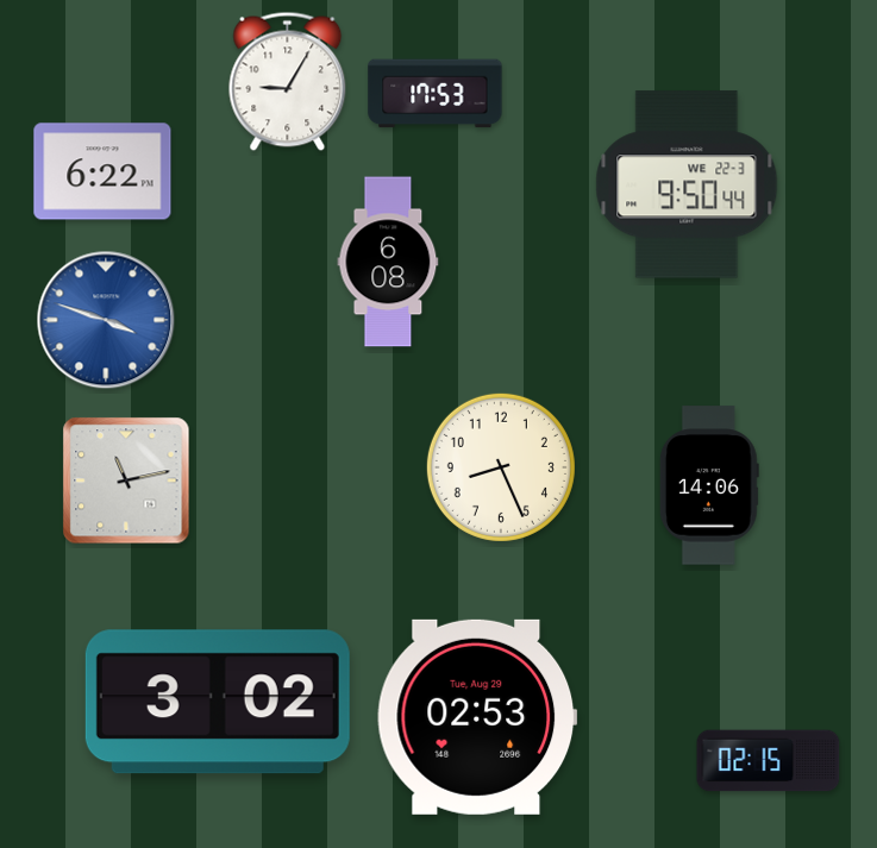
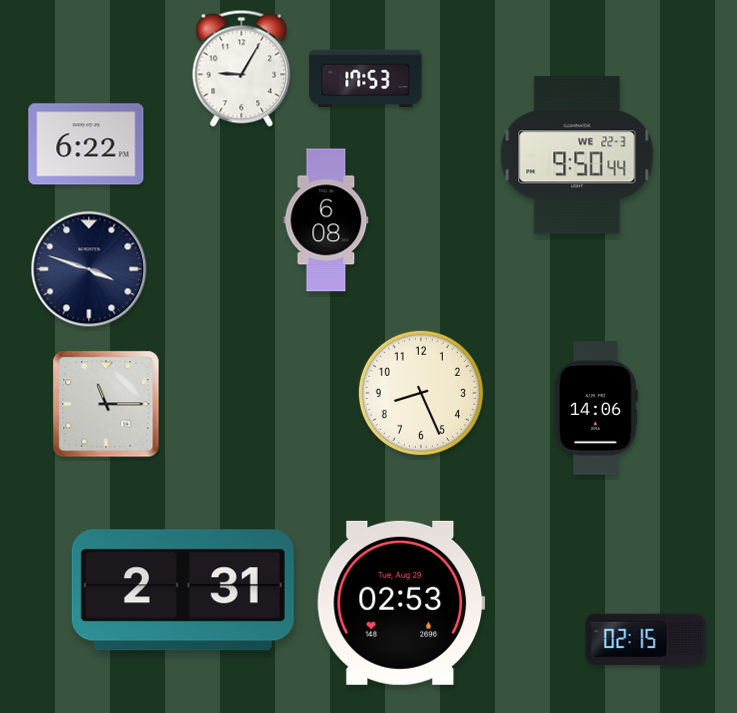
clock at (106, 320) dial: blue -> navy
clock at (126, 480): 11:13 -> 11:15
clock at (218, 702): 3:02 -> 2:31
